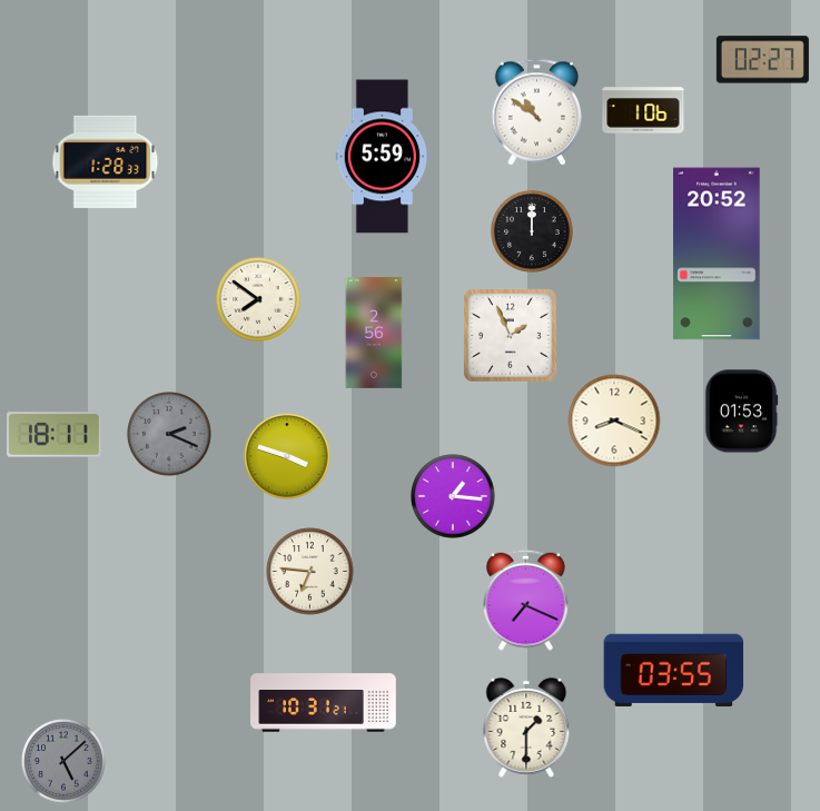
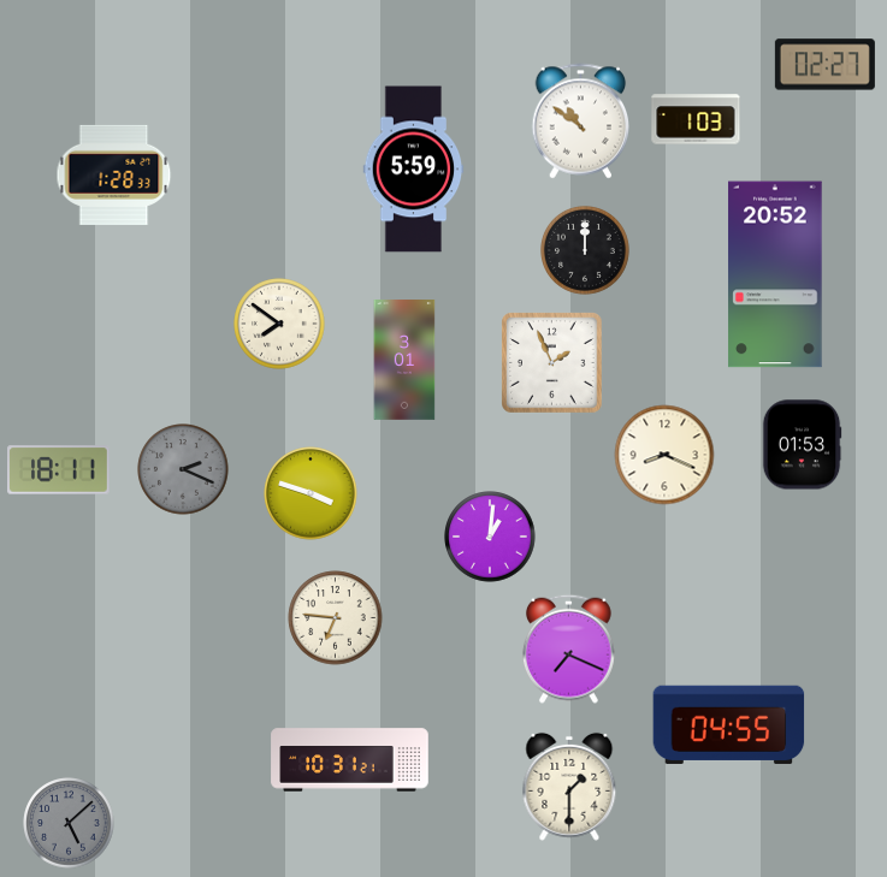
clock at (643, 110): 1:06 -> 1:03
clock at (533, 233) position: (533, 233) -> (586, 251)
clock at (374, 333): 2:56 -> 3:01
clock at (453, 496): 1:16 -> 1:01
clock at (674, 670): 03:55 -> 04:55
